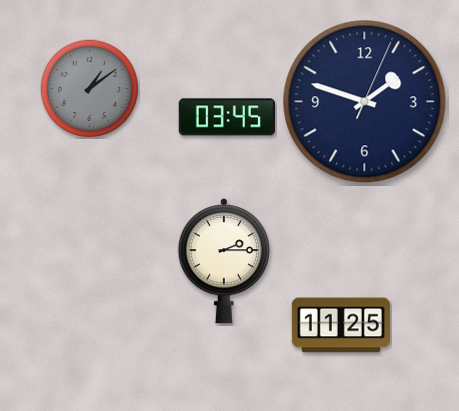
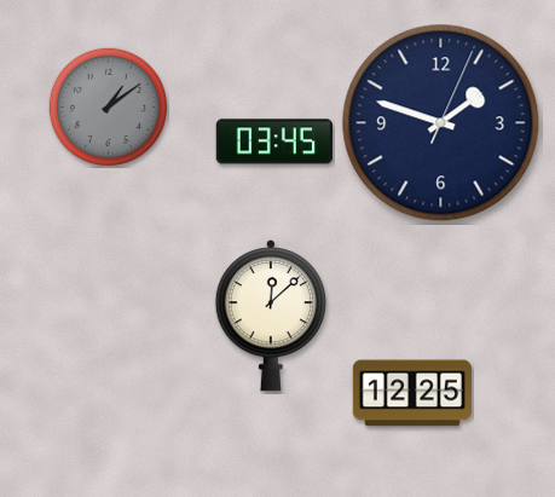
clock at (224, 262): 2:15 -> 12:08
clock at (341, 325): 11:25 -> 12:25
